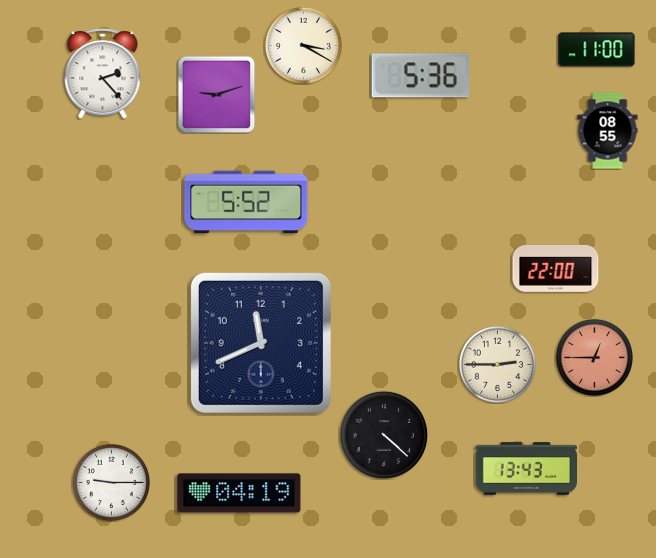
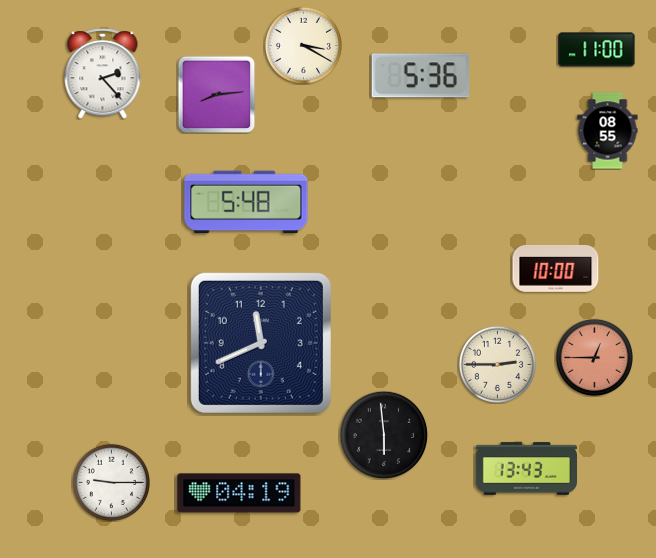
clock at (216, 94): 9:12 -> 8:14
clock at (246, 202): 5:52 -> 5:48
clock at (556, 268): 22:00 -> 10:00
clock at (384, 435): 4:22 -> 5:59
